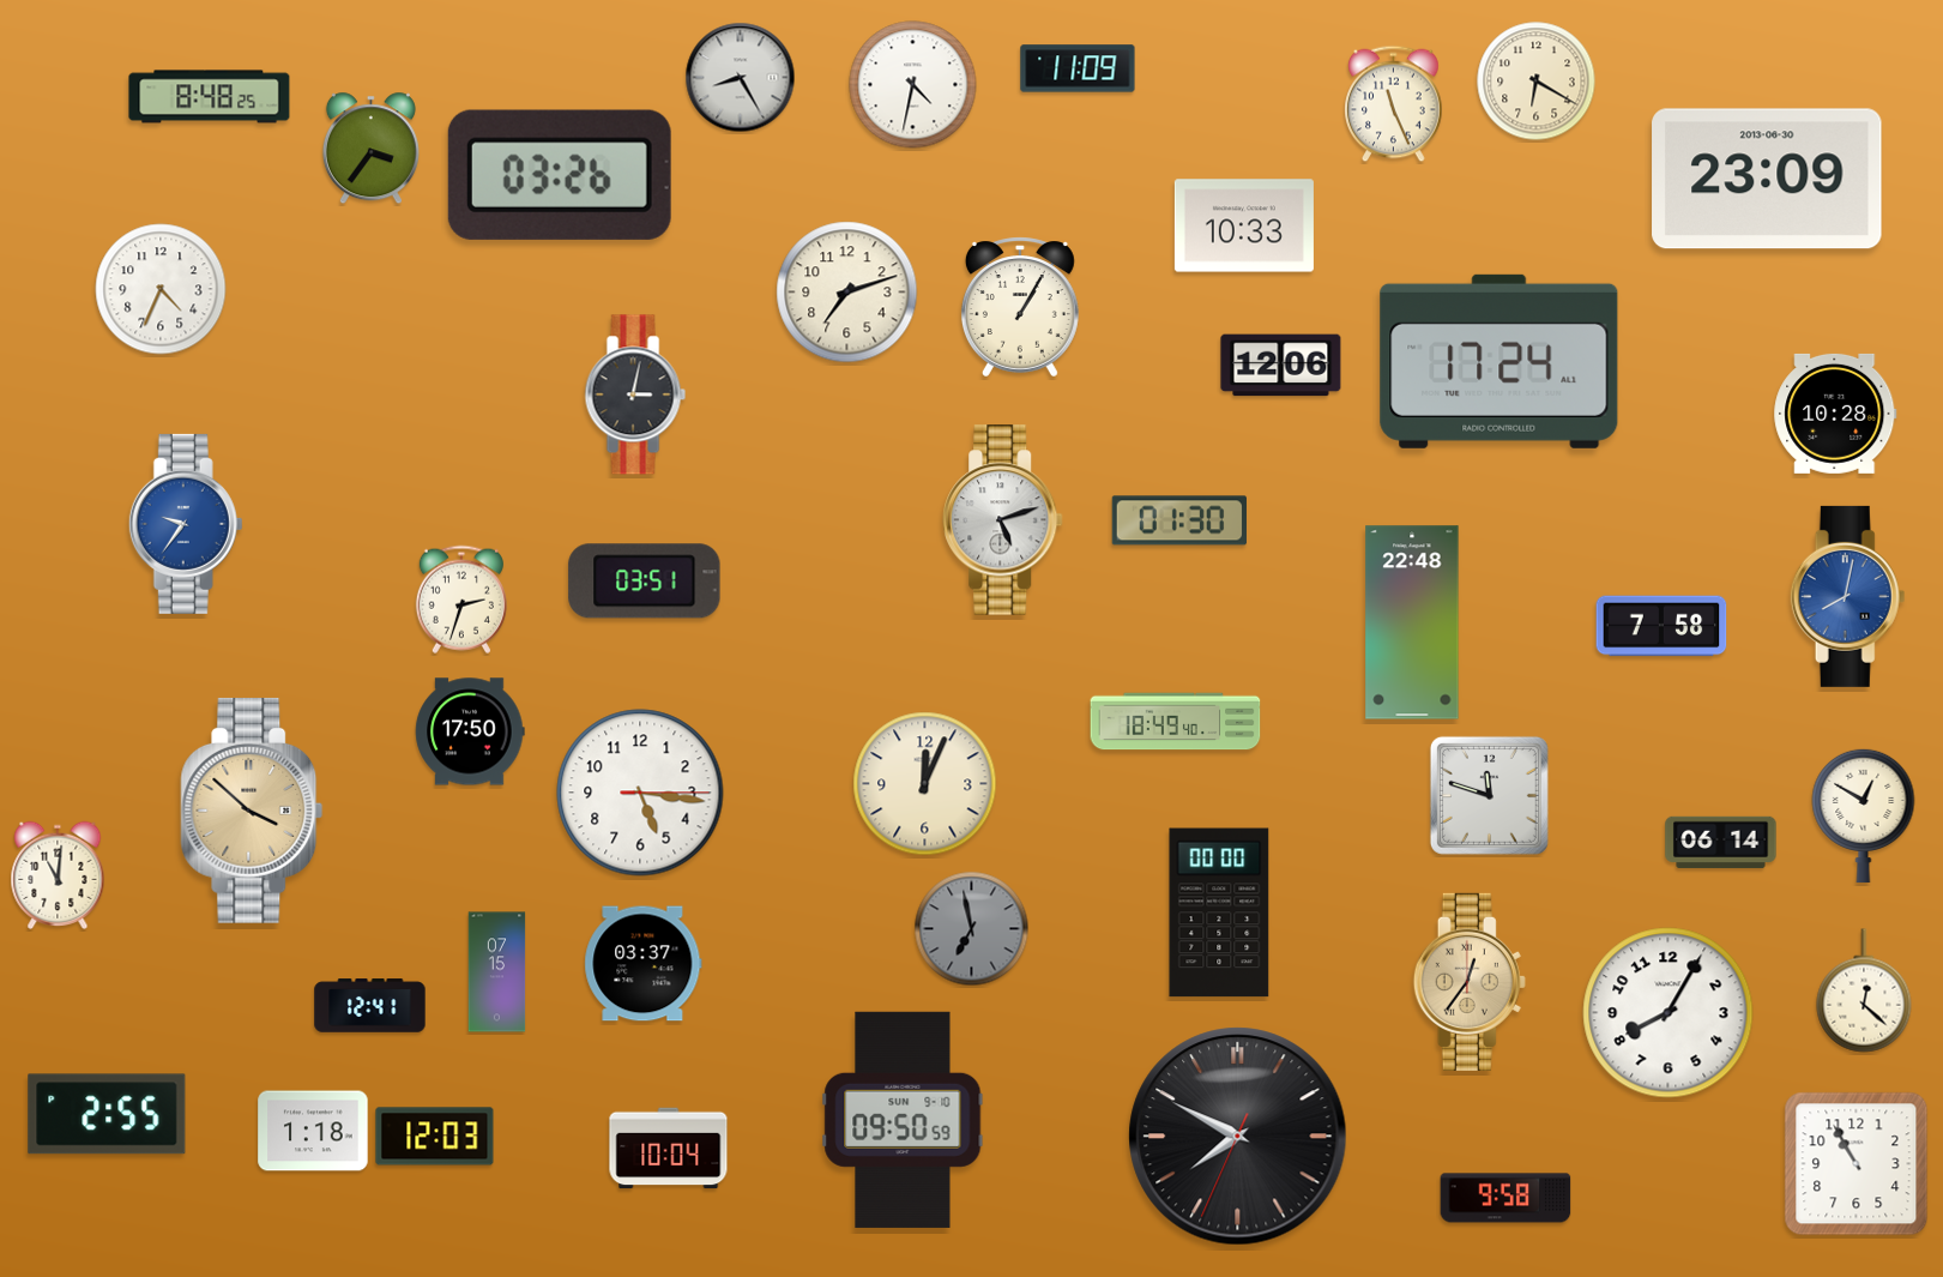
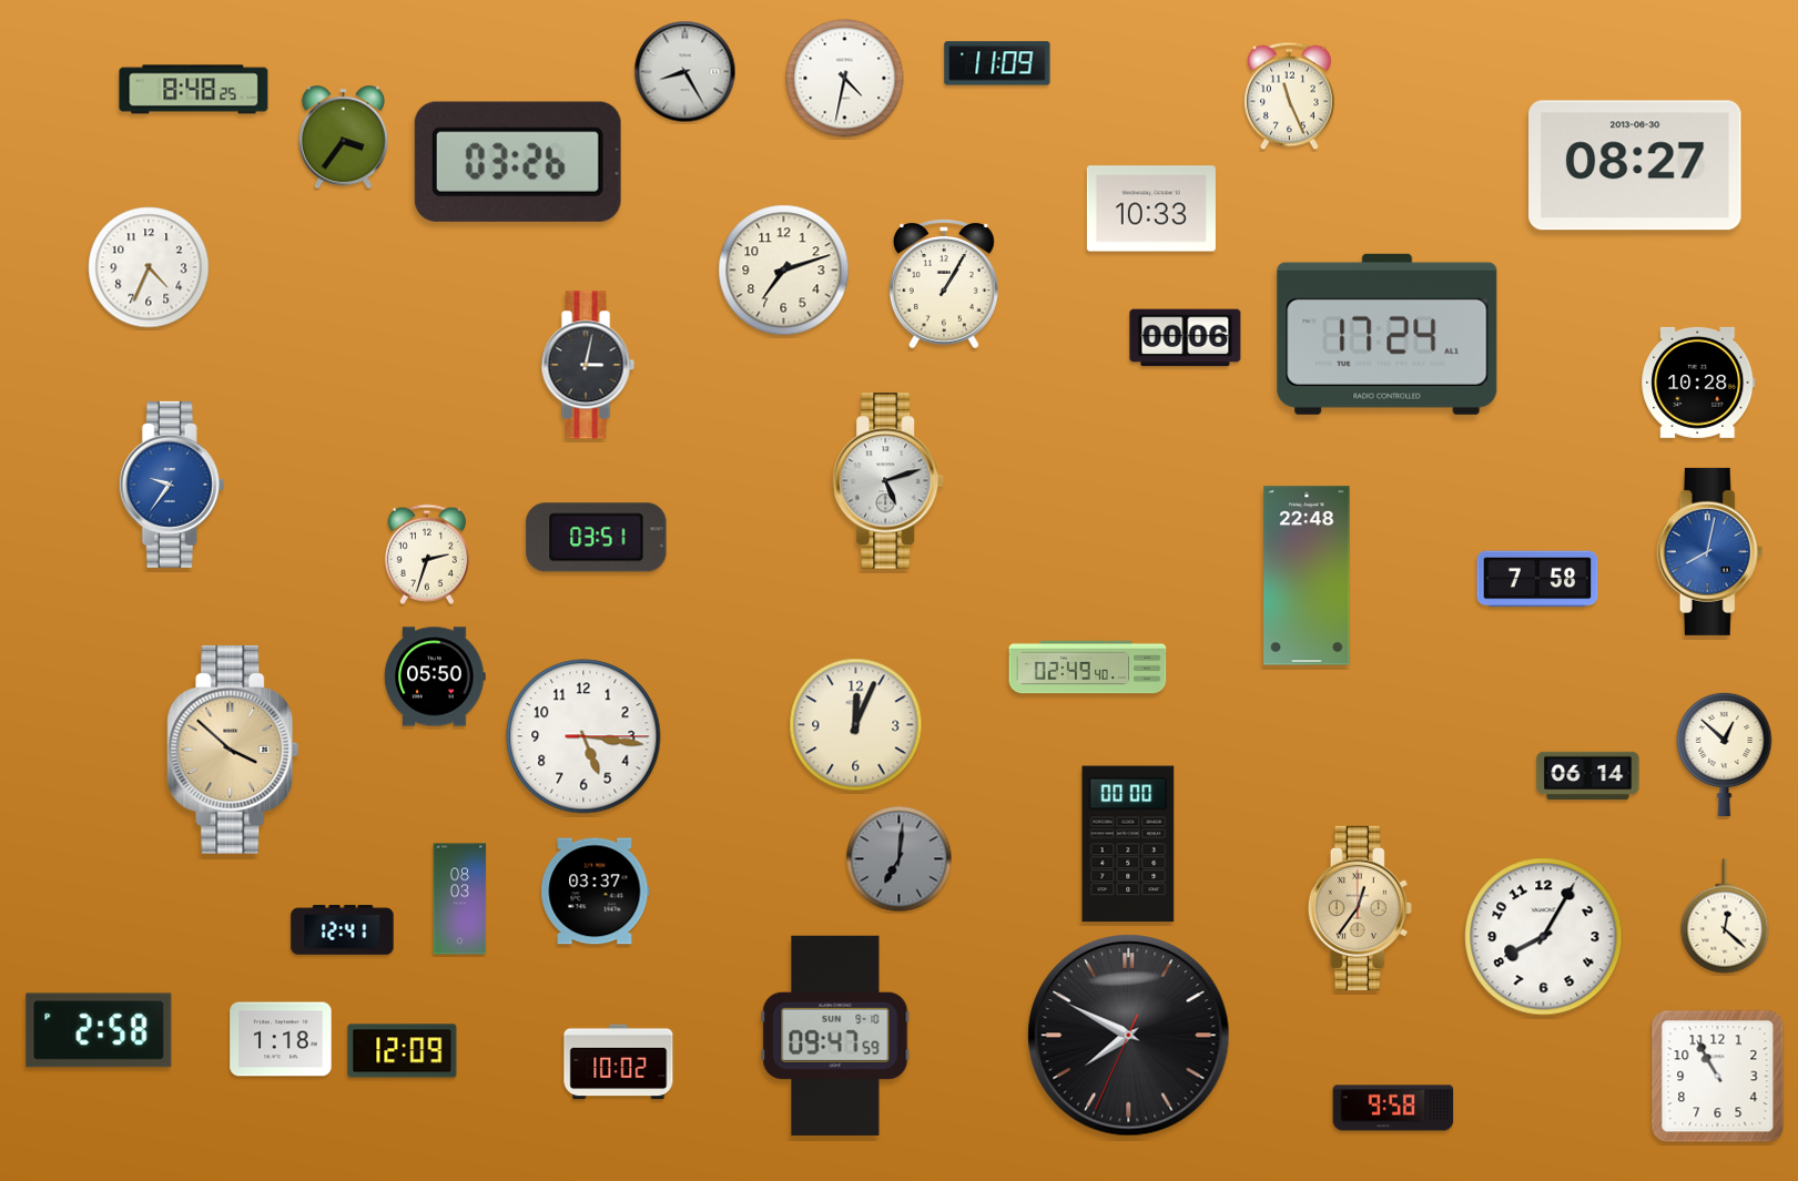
clock at (1537, 82): 6:20 -> none
clock at (1767, 179): 23:09 -> 08:27
clock at (1281, 366): 12:06 -> 00:06
clock at (1003, 520) position: (1003, 520) -> (888, 481)
clock at (1178, 520): 01:30 -> none
clock at (1176, 722): 18:49 -> 02:49
clock at (470, 731): 17:50 -> 05:50
clock at (640, 793) position: (640, 793) -> (583, 736)
clock at (1489, 795): 11:48 -> none
clock at (1864, 815): 12:50 -> 12:52
clock at (1721, 843) position: (1721, 843) -> (1588, 776)
clock at (58, 875): 11:01 -> none
clock at (972, 929): 6:58 -> 7:01
clock at (497, 972): 07:15 -> 08:03
clock at (107, 1114): 2:55 -> 2:58
clock at (903, 1120): 09:50 -> 09:47
clock at (313, 1131) position: (313, 1131) -> (281, 1039)
clock at (435, 1137): 12:03 -> 12:09
clock at (1238, 1137) position: (1238, 1137) -> (1129, 1036)
clock at (669, 1149): 10:04 -> 10:02
